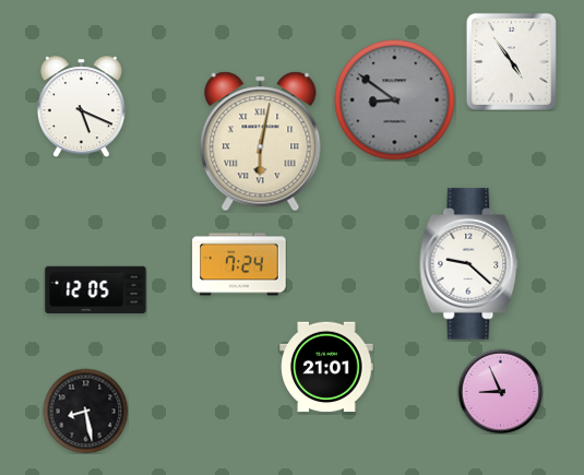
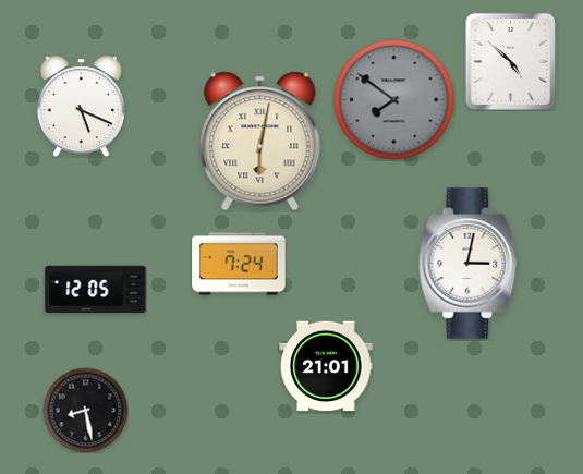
clock at (511, 61): 4:54 -> 4:52
clock at (395, 100): 8:51 -> 7:51
clock at (469, 264): 9:22 -> 3:02
clock at (500, 391): 8:56 -> none
